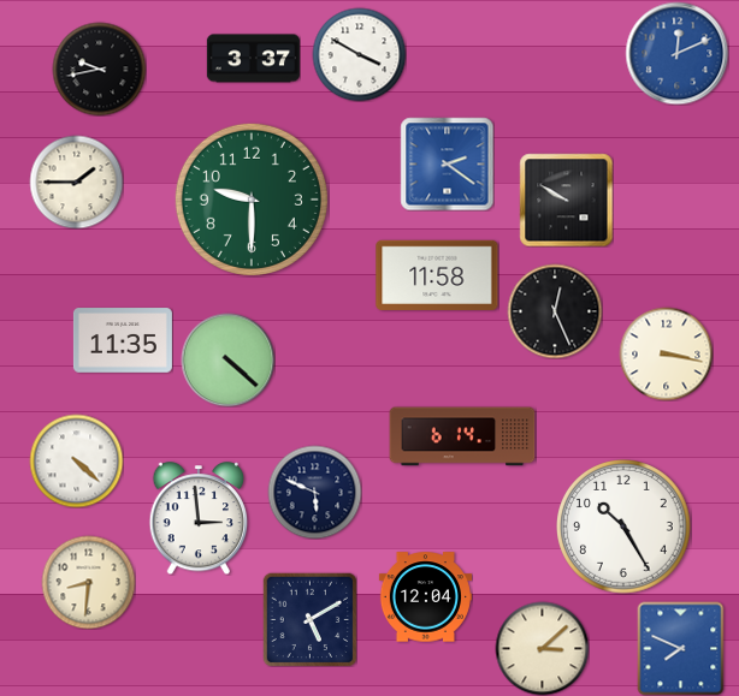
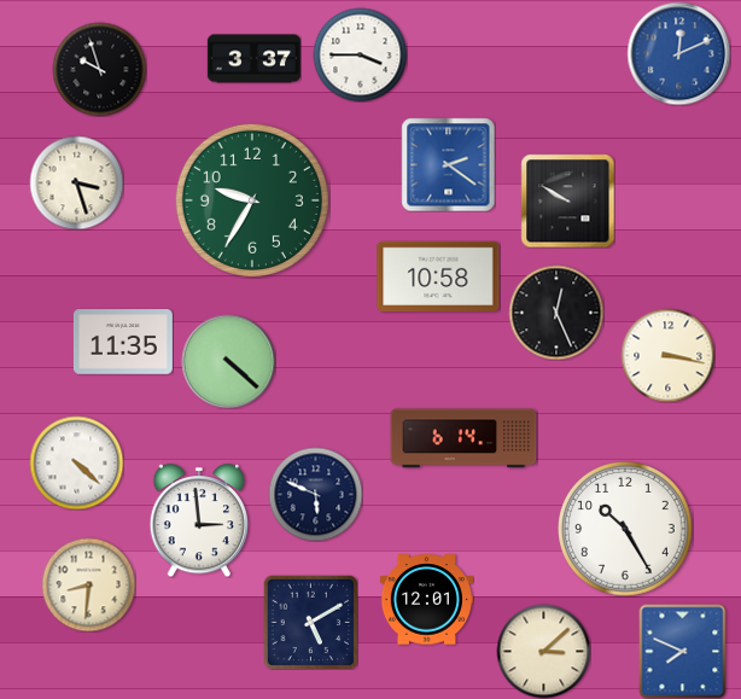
clock at (359, 54): 3:50 -> 3:45
clock at (99, 69): 9:43 -> 9:57
clock at (76, 182): 1:45 -> 3:27
clock at (252, 200): 9:30 -> 9:35
clock at (437, 275): 11:58 -> 10:58
clock at (425, 597): 12:04 -> 12:01
